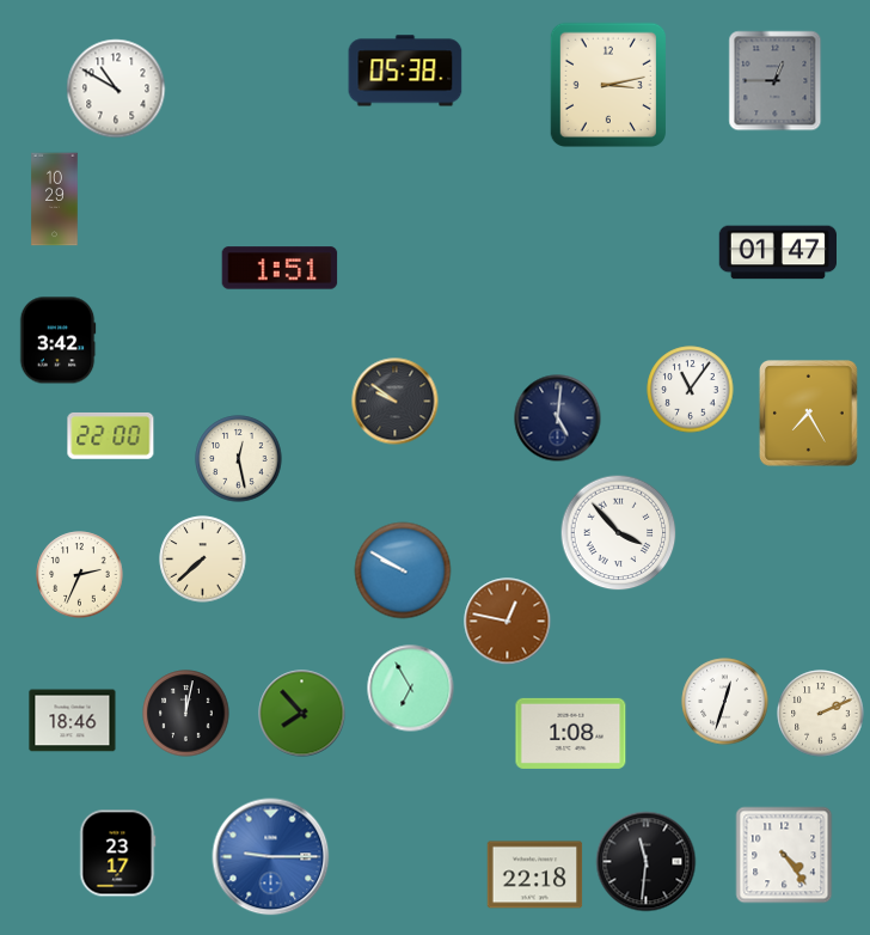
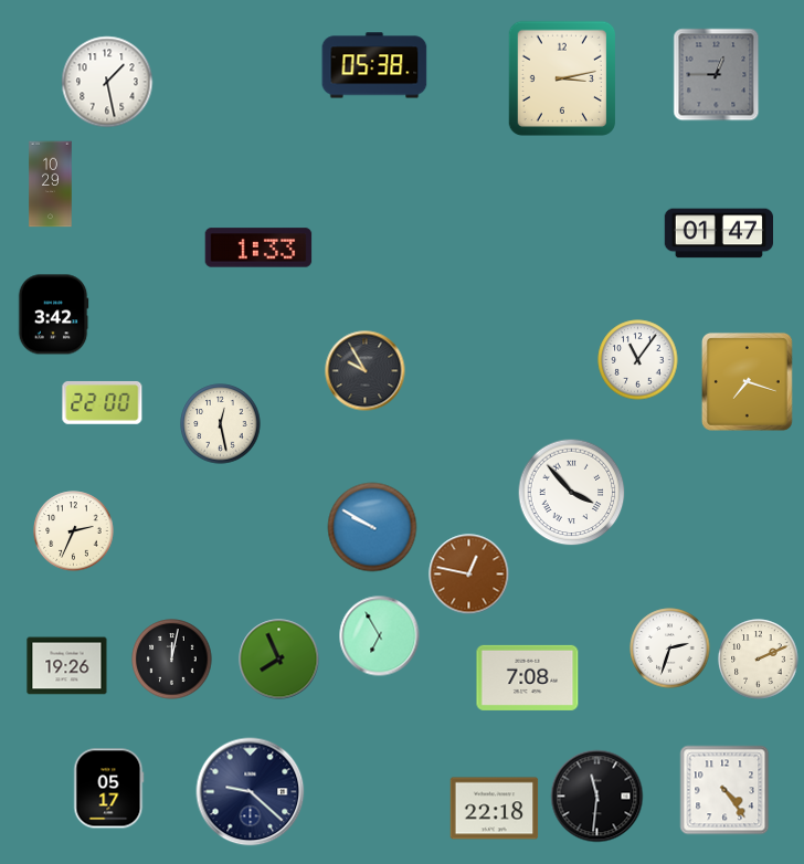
clock at (116, 88): 10:50 -> 1:28
clock at (280, 268): 1:51 -> 1:33
clock at (396, 402): 9:51 -> 9:55
clock at (808, 412): 7:25 -> 7:18
clock at (558, 418): 5:01 -> none
clock at (203, 560): 7:38 -> none
clock at (725, 702): 12:33 -> 2:33
clock at (302, 714): 7:53 -> 7:56
clock at (73, 721): 18:46 -> 19:26
clock at (571, 733): 1:08 -> 7:08
clock at (118, 854): 23:17 -> 05:17
clock at (271, 857): 9:15 -> 9:22
clock at (271, 857) dial: blue -> navy
